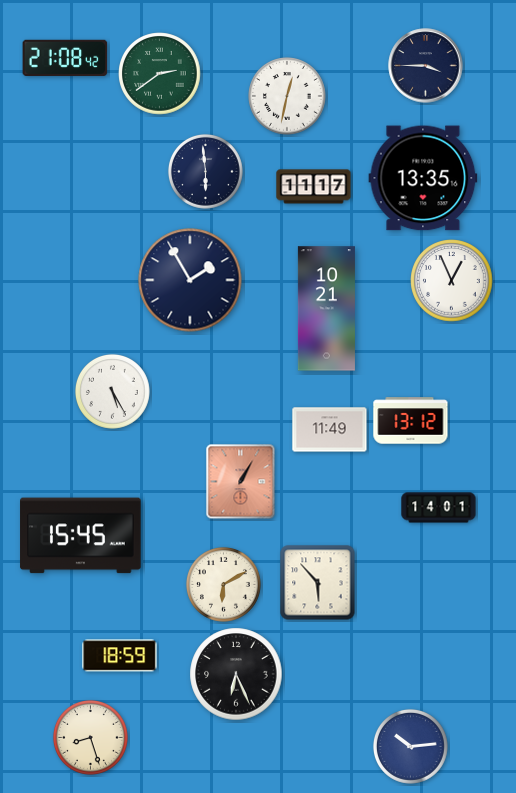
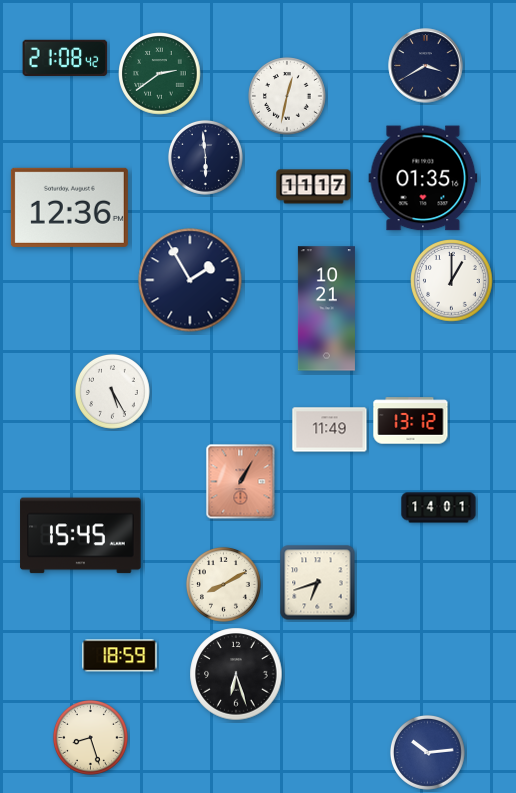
clock at (426, 66): 3:45 -> 3:40
clock at (205, 171) position: (205, 171) -> (205, 157)
clock at (423, 178): 13:35 -> 01:35
clock at (69, 207): none -> 12:36
clock at (452, 281): 12:56 -> 1:00
clock at (318, 583): 5:53 -> 6:42
clock at (223, 584): 6:10 -> 8:10
clock at (236, 674): 6:26 -> 6:27
clock at (410, 746) position: (410, 746) -> (427, 752)
